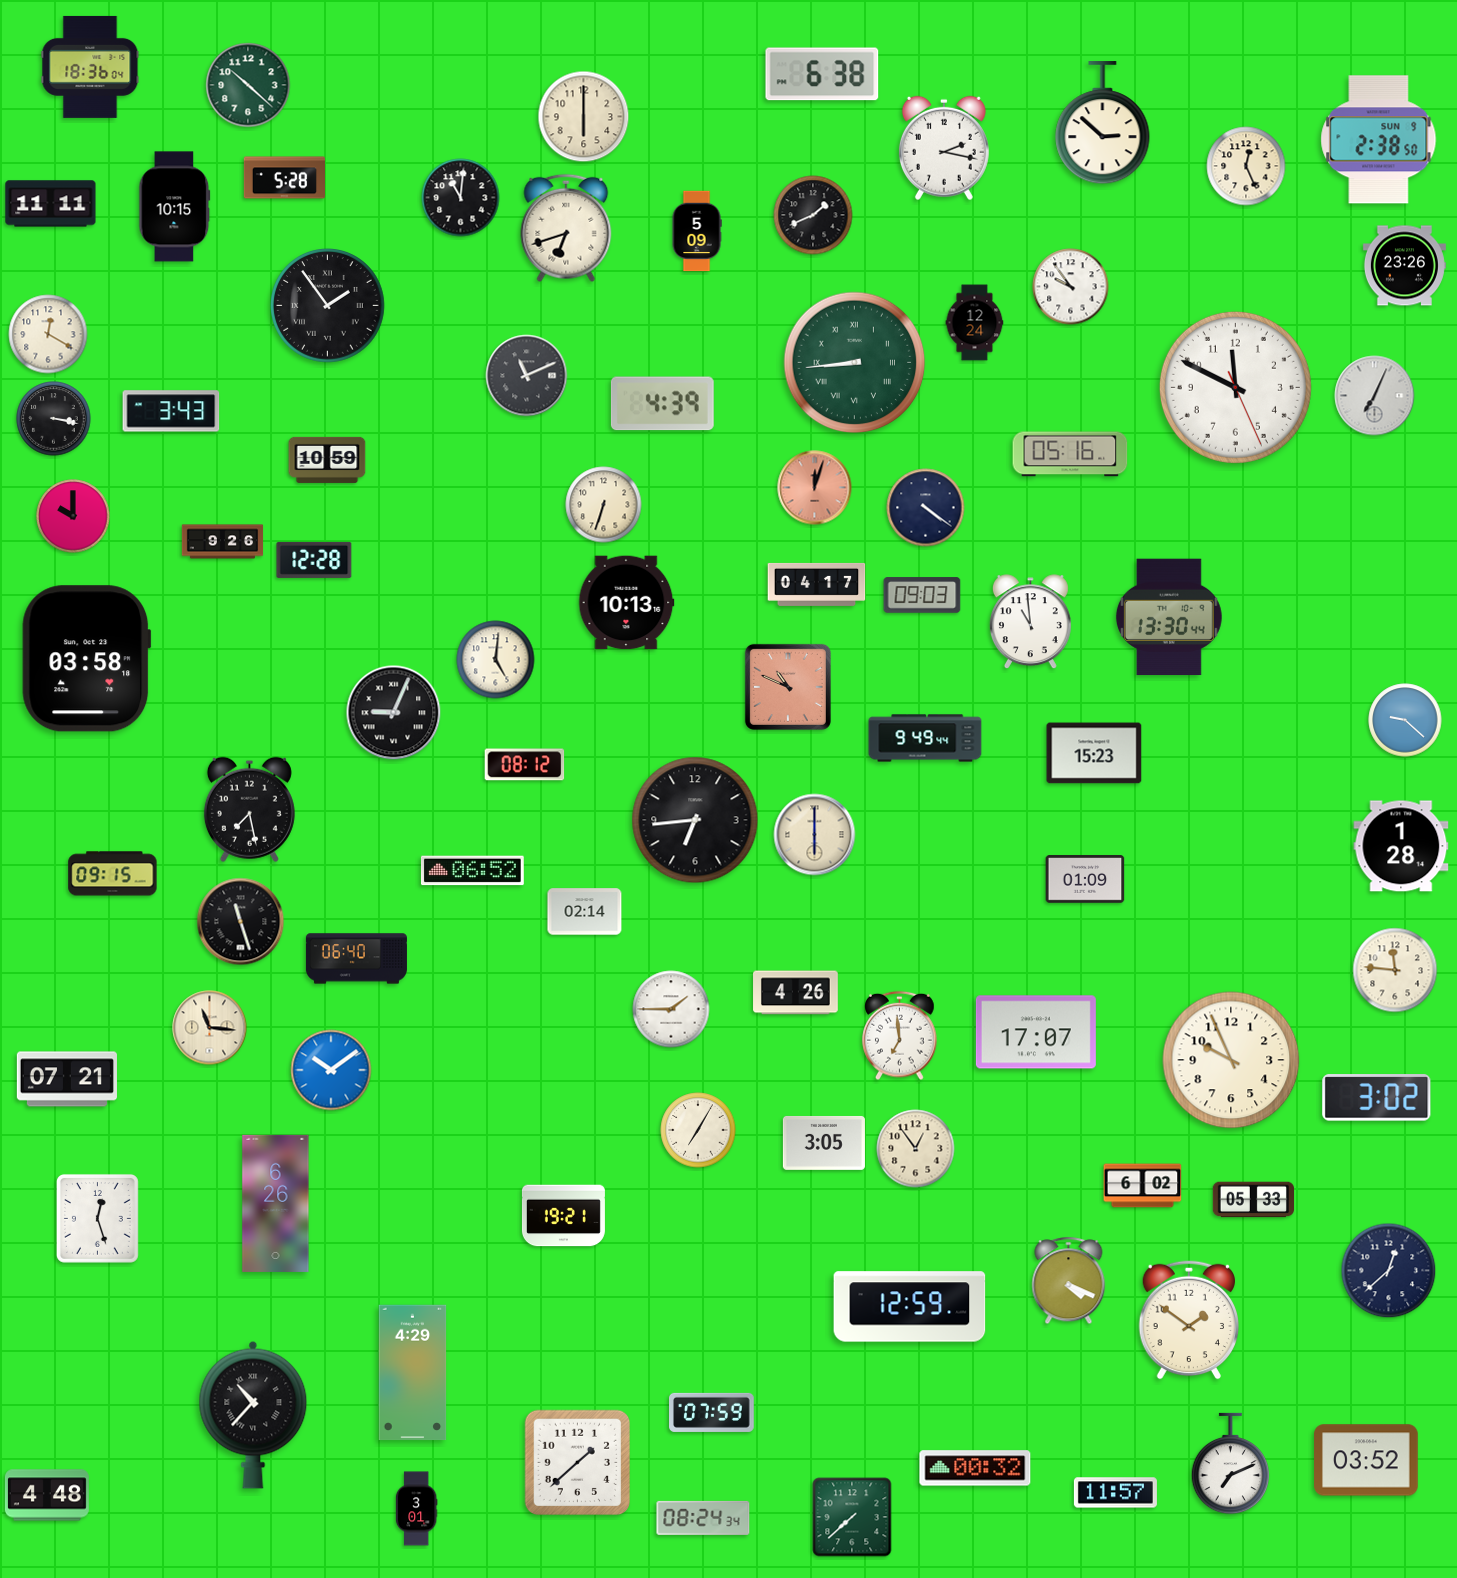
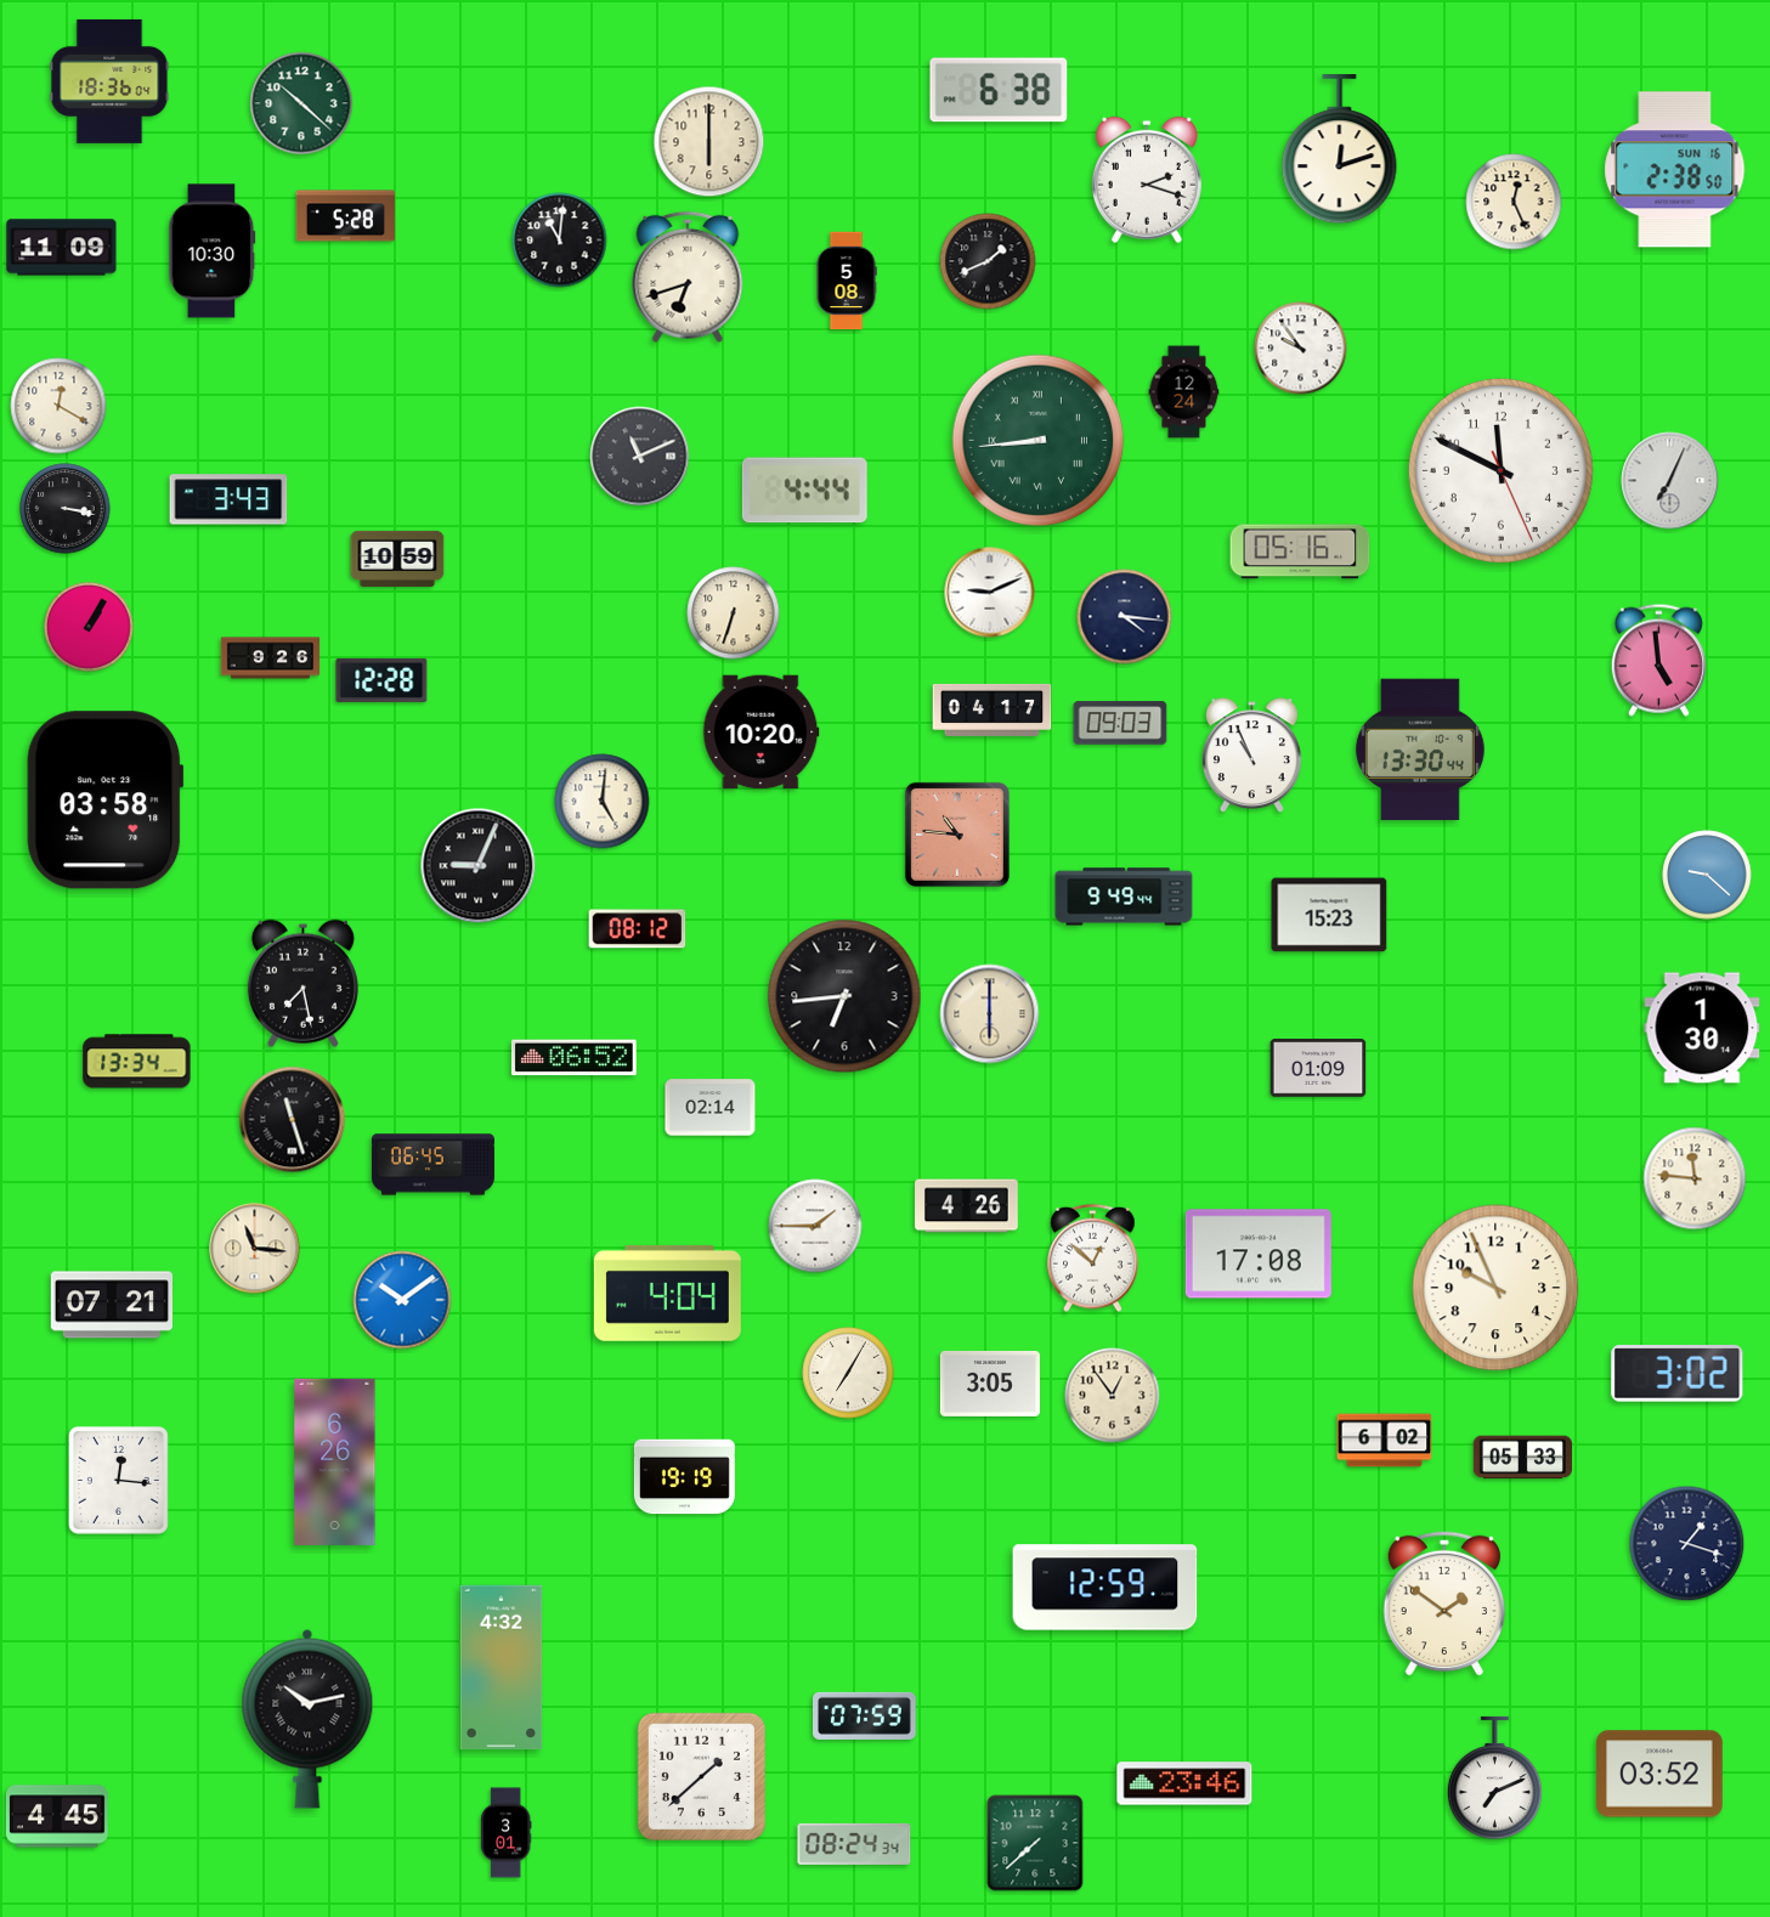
clock at (1103, 123): 2:52 -> 12:12
clock at (1379, 140) date: SUN 9 -> SUN 16
clock at (944, 148): 2:17 -> 2:18
clock at (51, 204): 11:11 -> 11:09
clock at (175, 207): 10:15 -> 10:30
clock at (697, 231): 5:09 -> 5:08
clock at (1404, 266): 23:26 -> none
clock at (328, 306): 1:54 -> none
clock at (662, 404): 4:39 -> 4:44
clock at (171, 411) position: (171, 411) -> (228, 499)
clock at (815, 488): 12:03 -> 9:11
clock at (815, 488) dial: salmon -> white
clock at (926, 508): 4:21 -> 4:16
clock at (73, 516): 10:00 -> 1:05
clock at (1658, 660): none -> 4:59
clock at (627, 603): 10:13 -> 10:20
clock at (1030, 622): 10:59 -> 10:56
clock at (788, 687): 10:49 -> 10:46
clock at (1401, 846): 1:28 -> 1:30
clock at (113, 874): 09:15 -> 13:34
clock at (356, 959): 06:40 -> 06:45
clock at (1036, 1032): 17:07 -> 17:08
clock at (900, 1036): 6:59 -> 12:52
clock at (667, 1293): none -> 4:04
clock at (67, 1079) position: (67, 1079) -> (112, 1305)
clock at (1377, 1098) position: (1377, 1098) -> (1678, 1374)
clock at (824, 1143) position: (824, 1143) -> (990, 1384)
clock at (1143, 1186) position: (1143, 1186) -> (1385, 1441)
clock at (563, 1216): 19:21 -> 19:19
clock at (97, 1218): 12:27 -> 12:16
clock at (1389, 1271): 12:38 -> 1:18
clock at (1069, 1281): 4:19 -> none
clock at (413, 1373): 4:29 -> 4:32
clock at (253, 1415): 10:37 -> 10:13
clock at (975, 1468): 00:32 -> 23:46
clock at (1115, 1493): 11:57 -> none
clock at (47, 1495): 4:48 -> 4:45
